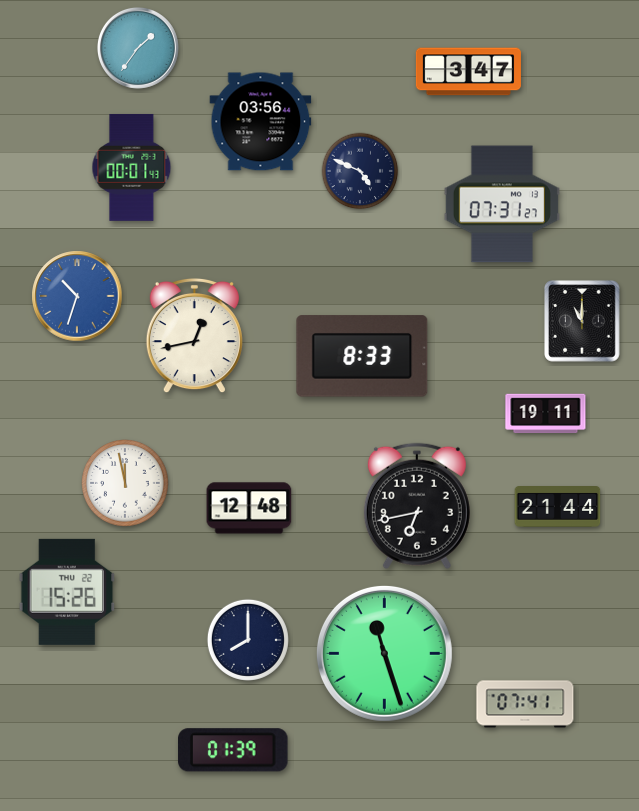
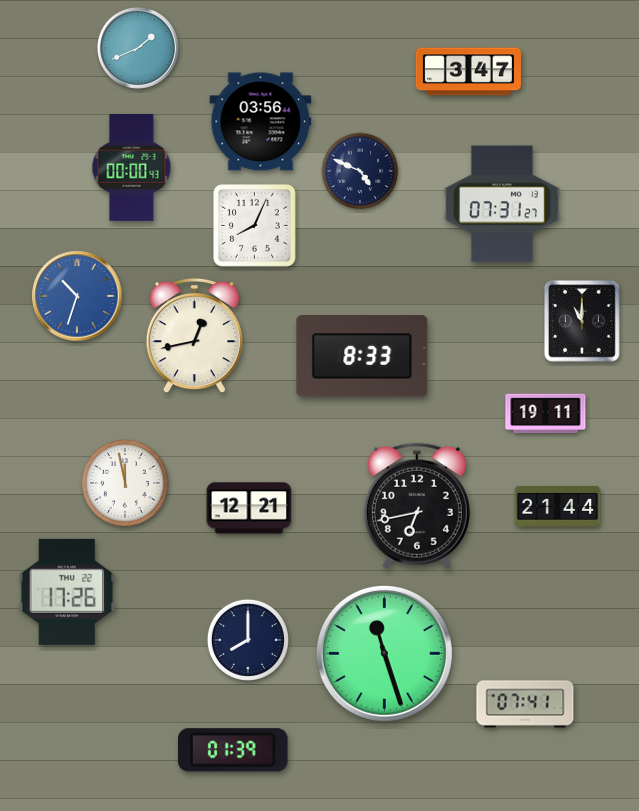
clock at (138, 48): 1:36 -> 1:41
clock at (132, 167): 00:01 -> 00:00
clock at (255, 226): none -> 8:04
clock at (249, 508): 12:48 -> 12:21
clock at (67, 592): 15:26 -> 17:26
